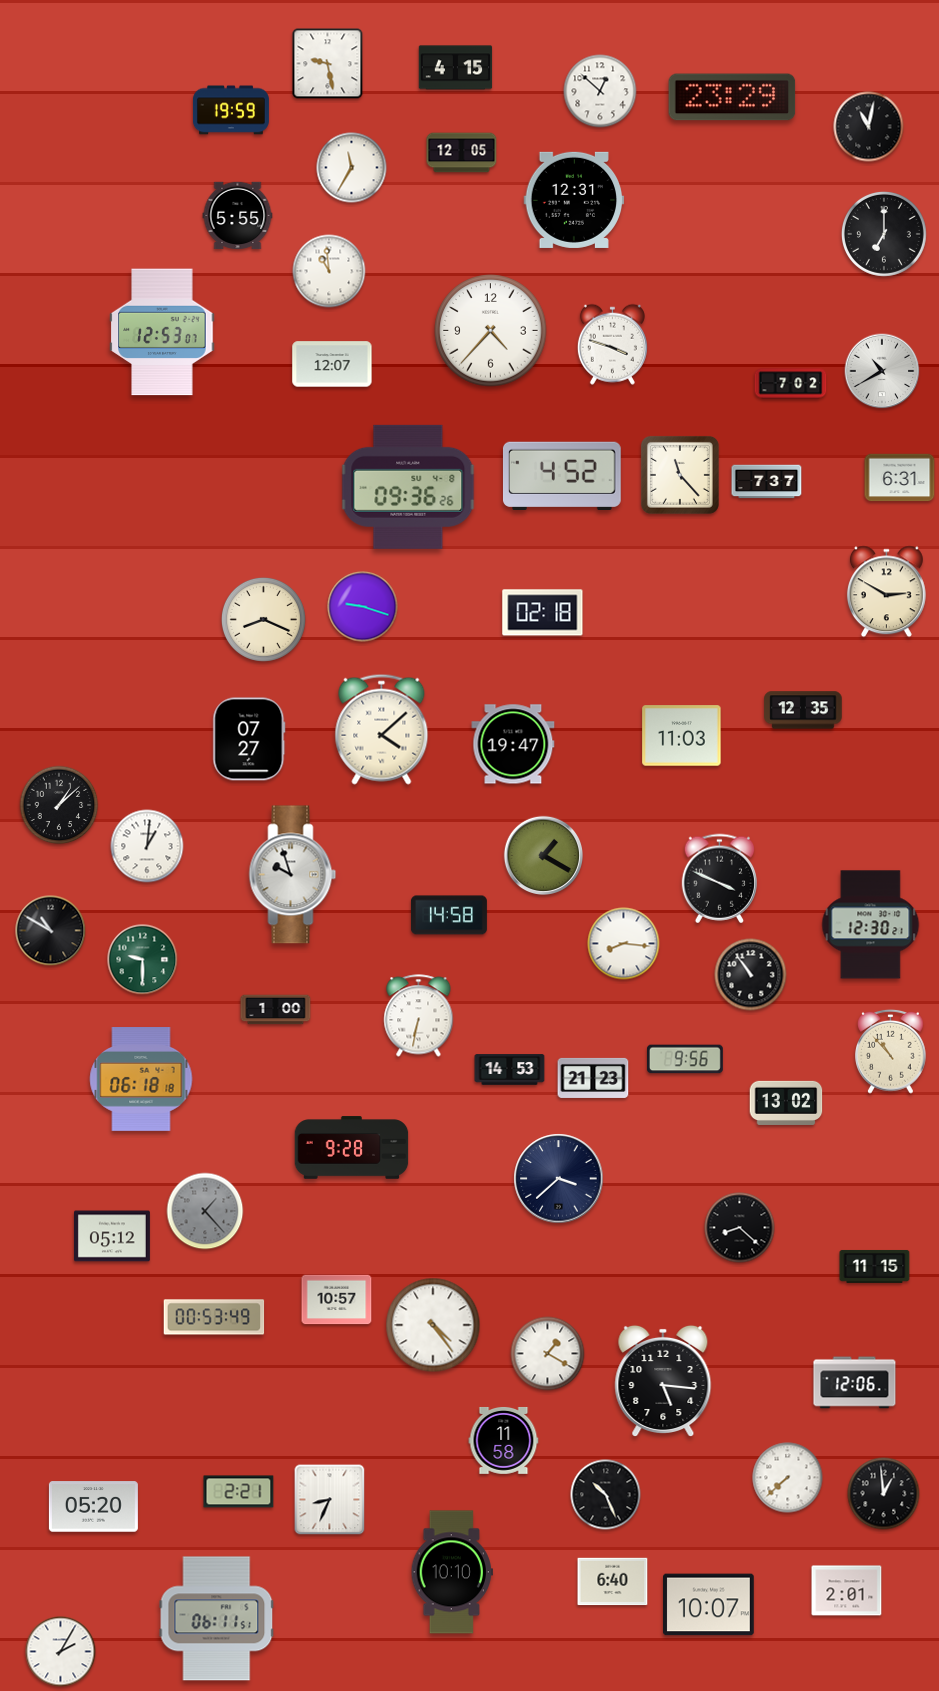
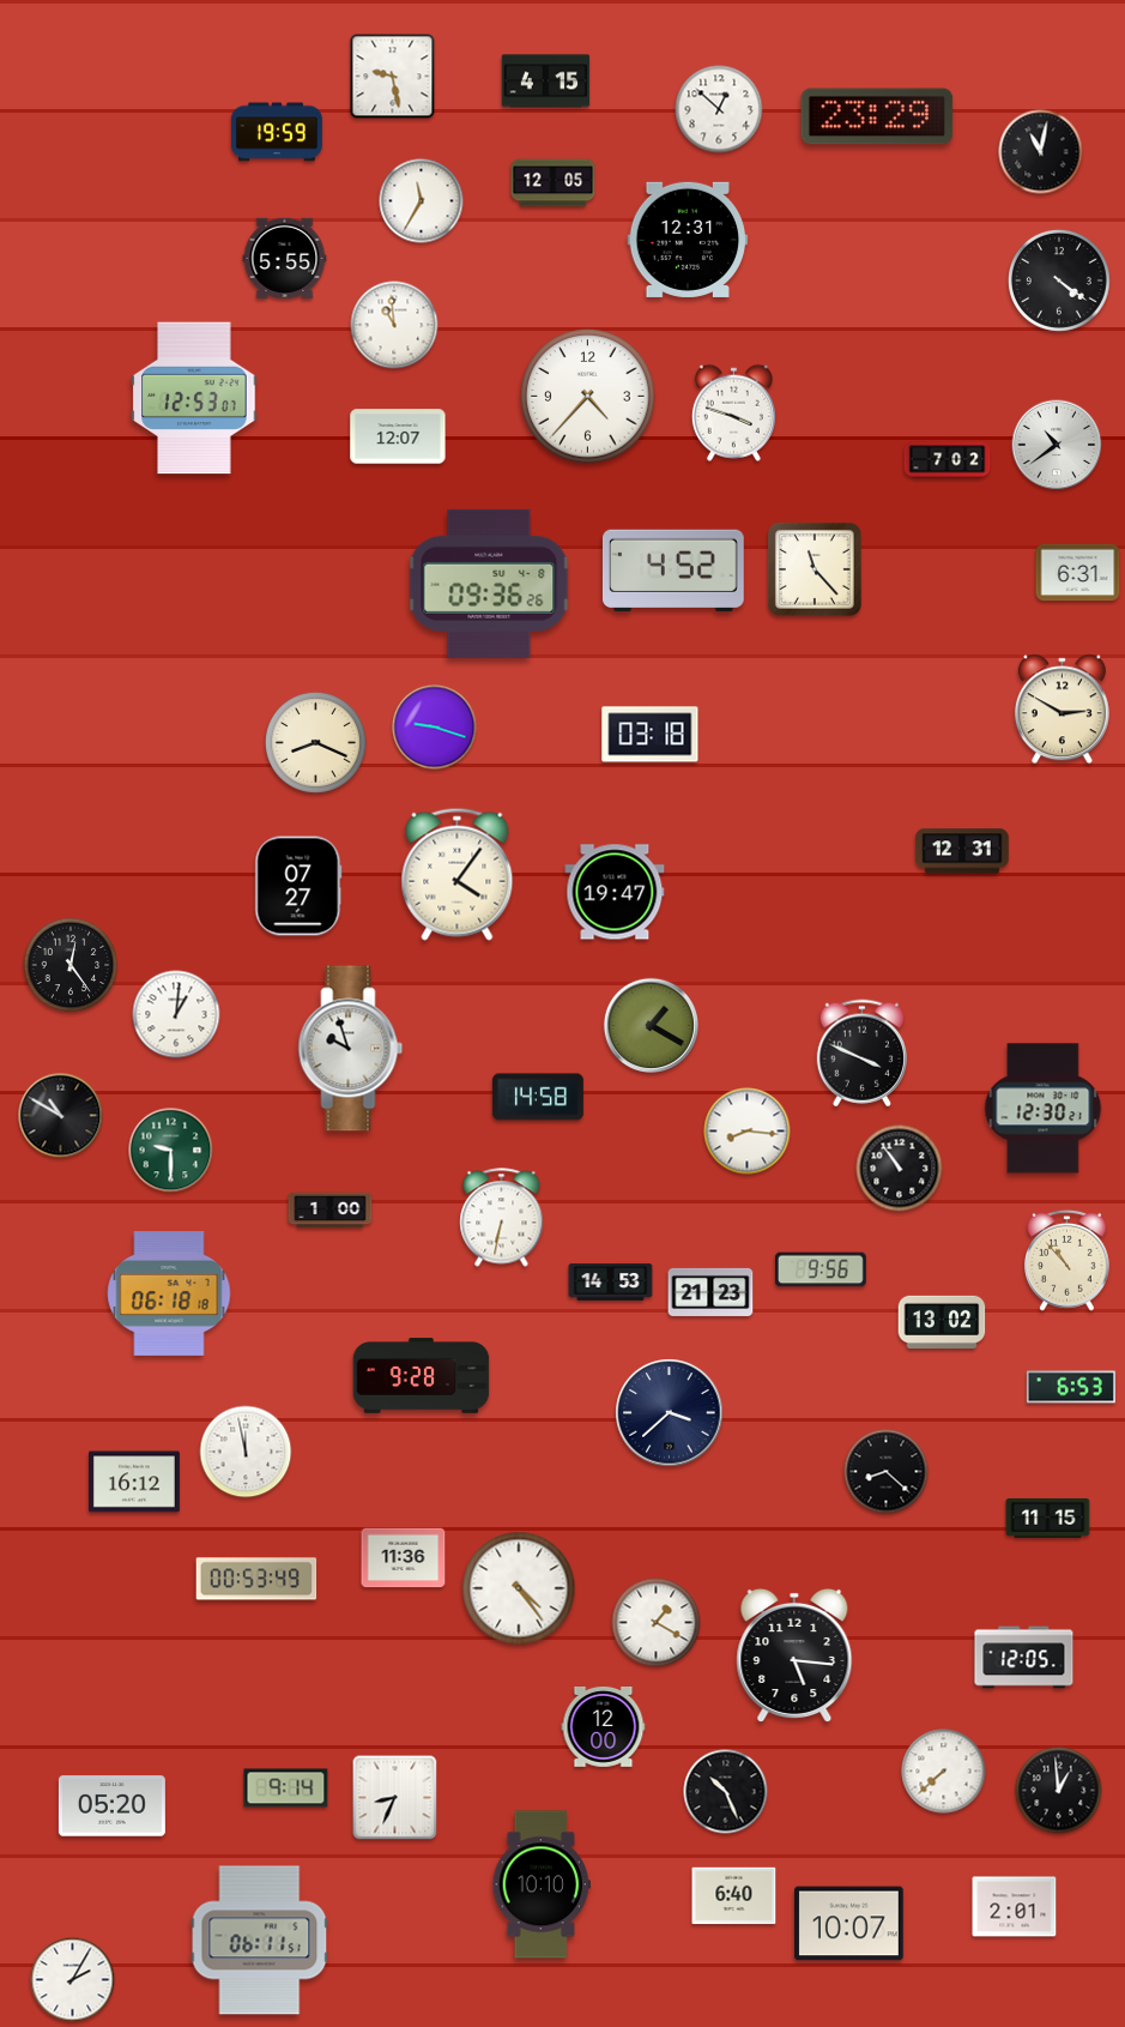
clock at (884, 234): 7:00 -> 4:21
clock at (882, 371): 10:40 -> 10:39
clock at (767, 482): 7:37 -> none
clock at (543, 613): 02:18 -> 03:18
clock at (803, 710): 12:35 -> 12:31
clock at (382, 729): 4:08 -> 4:06
clock at (682, 736): 11:03 -> none
clock at (59, 805): 1:08 -> 12:24
clock at (1070, 1387): none -> 6:53
clock at (205, 1211): 1:23 -> 11:58
clock at (205, 1211) dial: grey -> white
clock at (112, 1236): 05:12 -> 16:12
clock at (337, 1300): 10:57 -> 11:36
clock at (855, 1383): 12:06 -> 12:05
clock at (504, 1440): 11:58 -> 12:00
clock at (239, 1492): 2:21 -> 9:14
